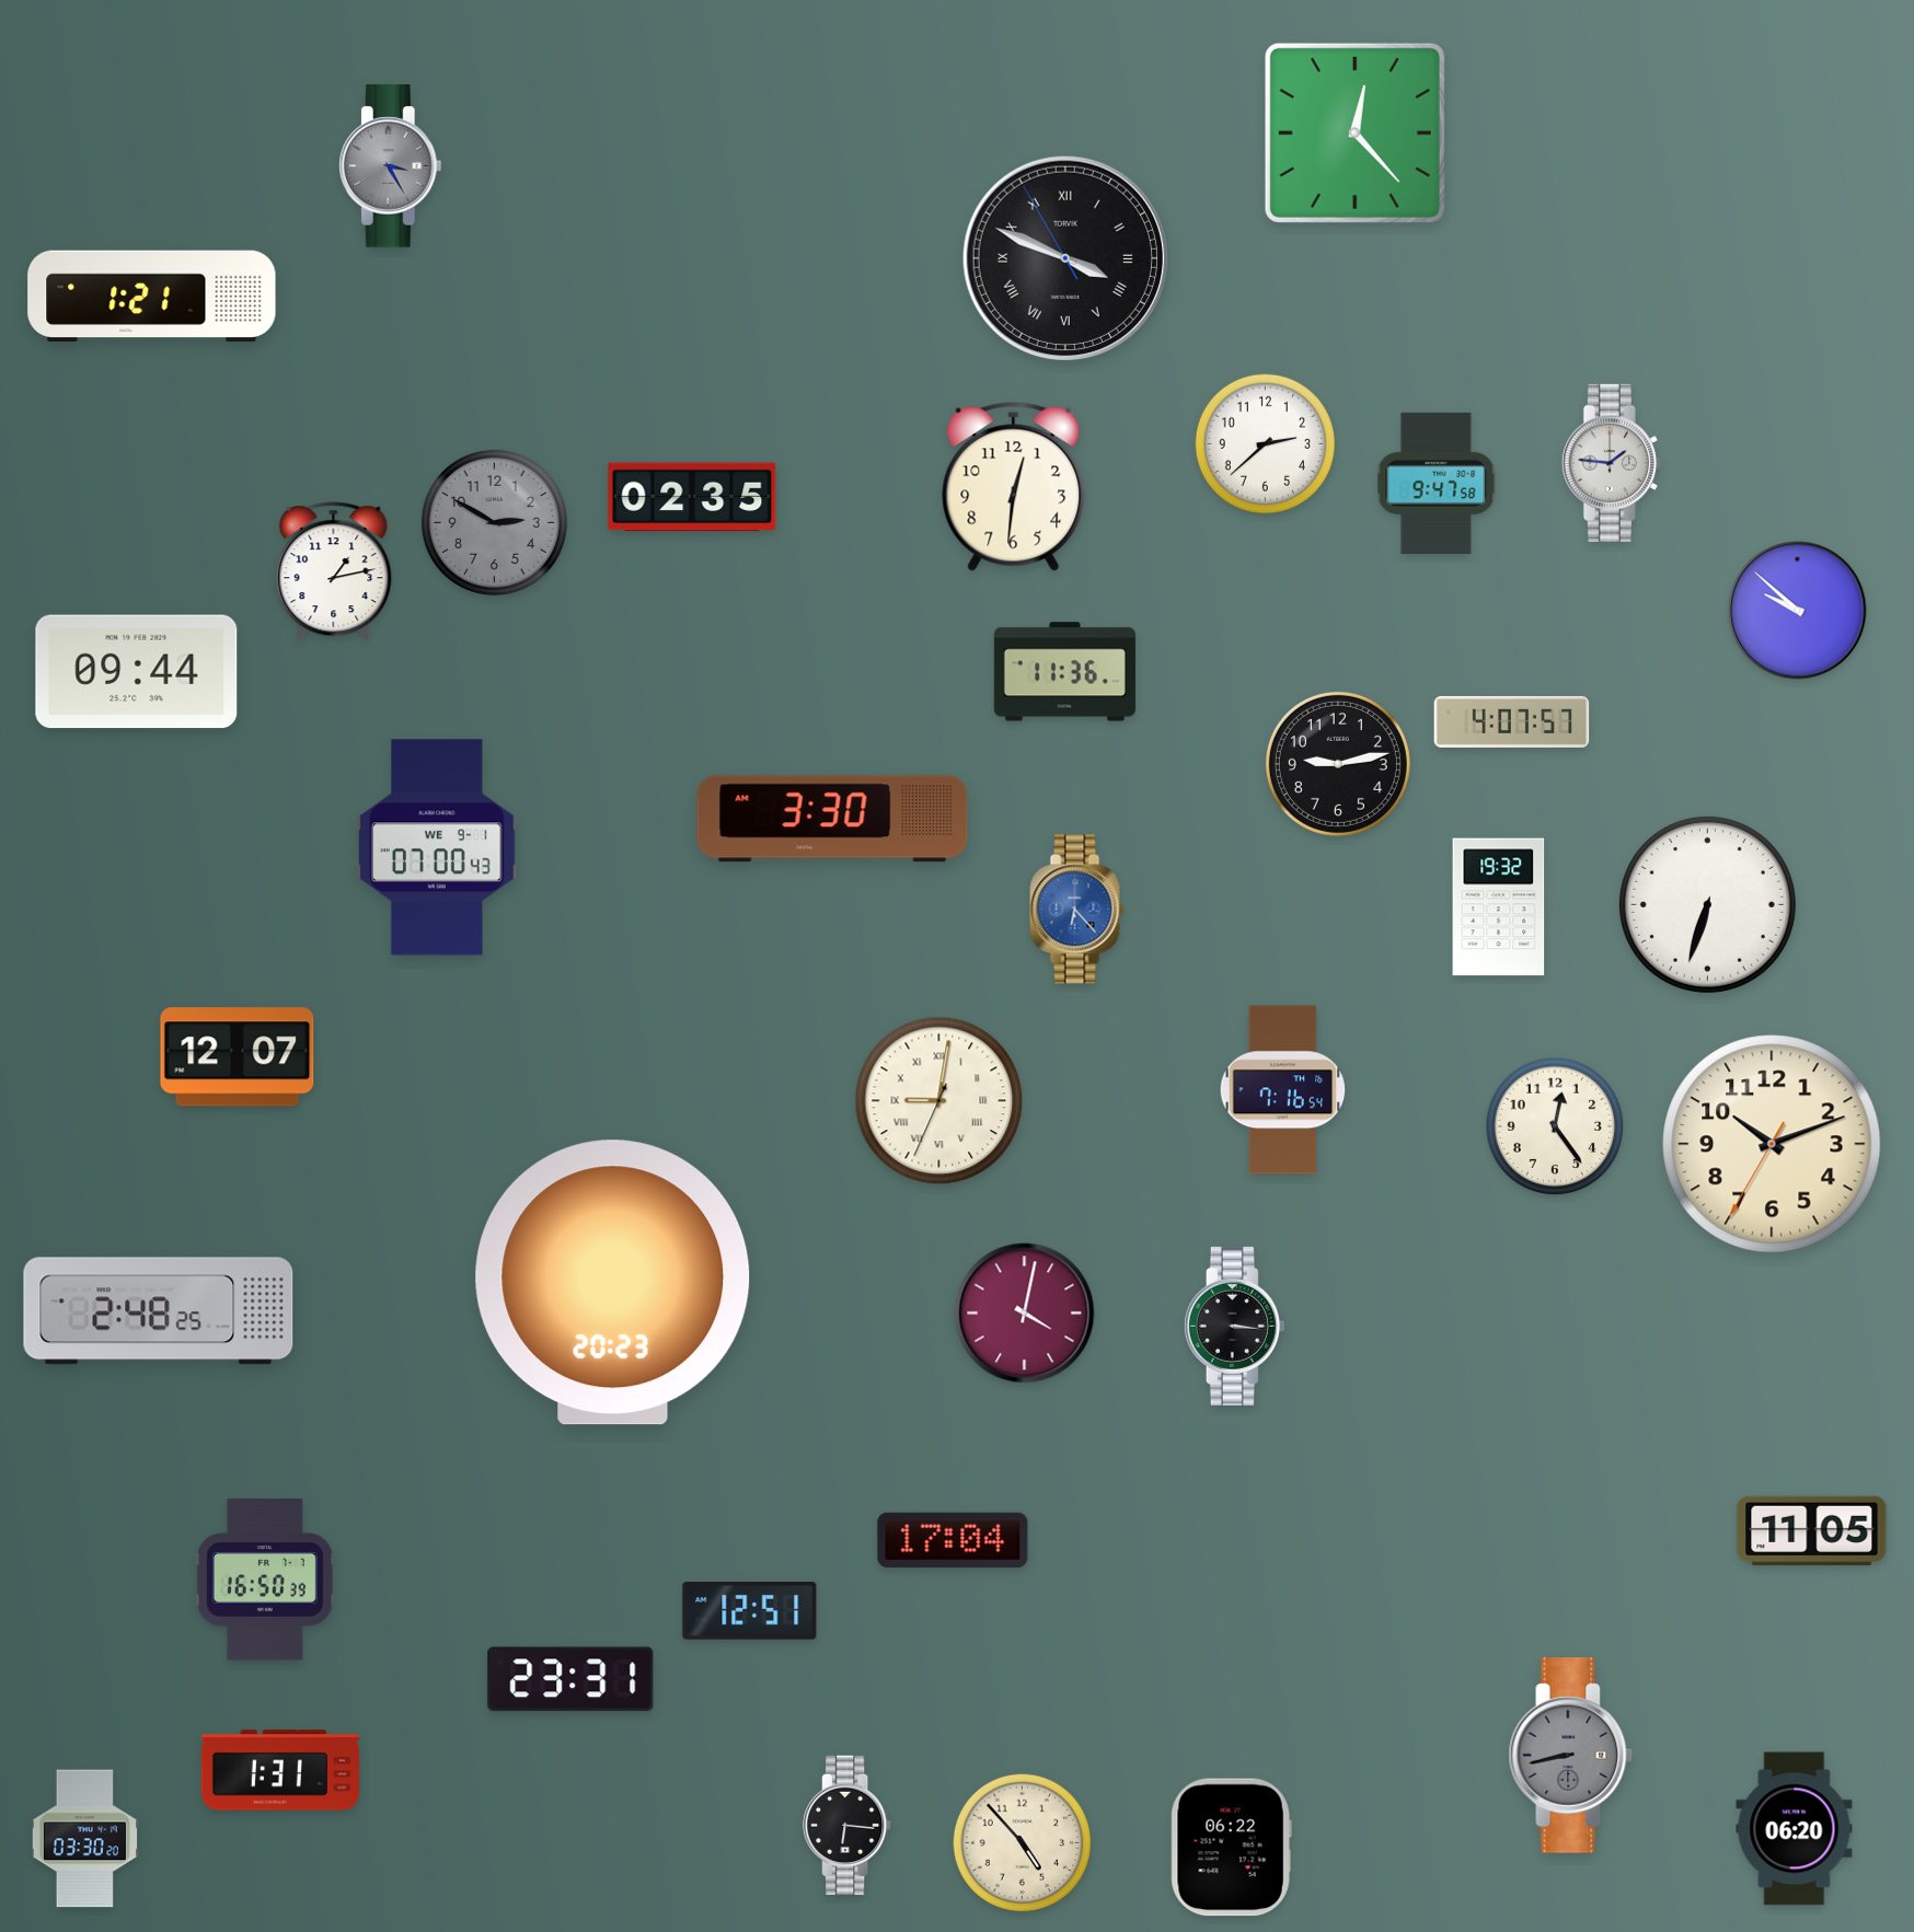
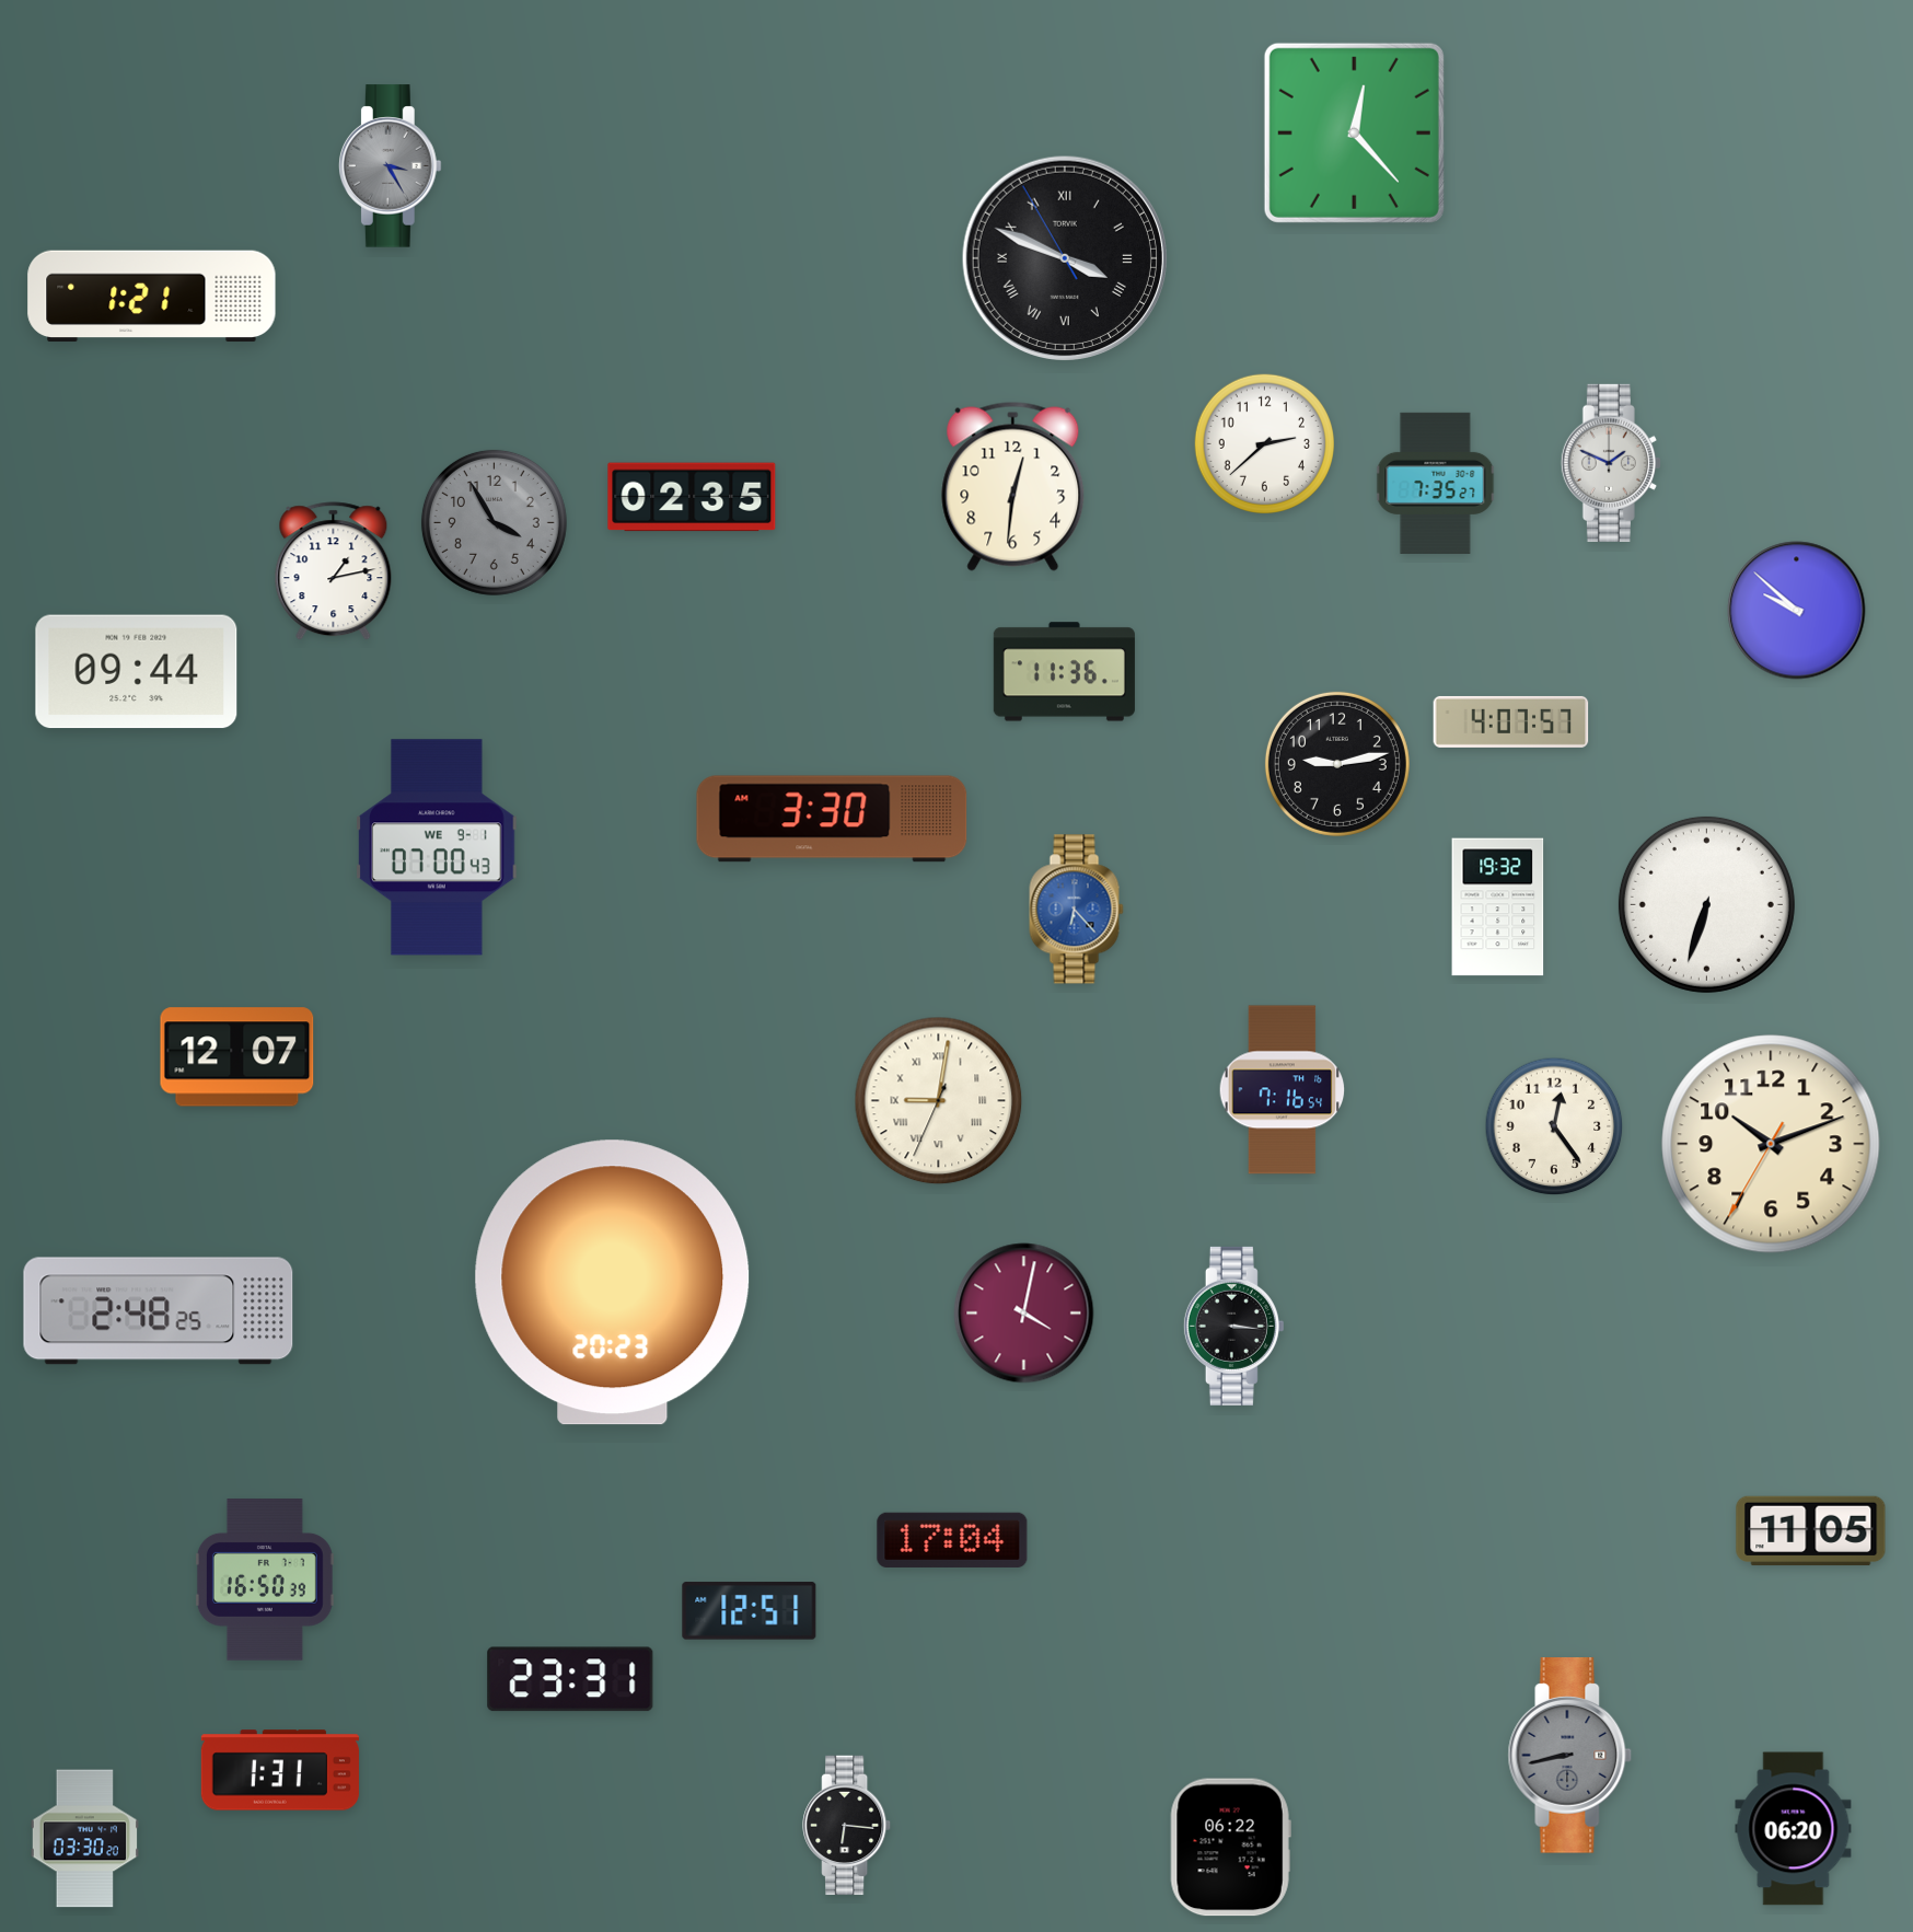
clock at (1612, 463): 1:46 -> 1:49
clock at (1437, 483): 9:47 -> 7:35
clock at (494, 522): 2:50 -> 3:55
clock at (1023, 1843): 4:53 -> none
